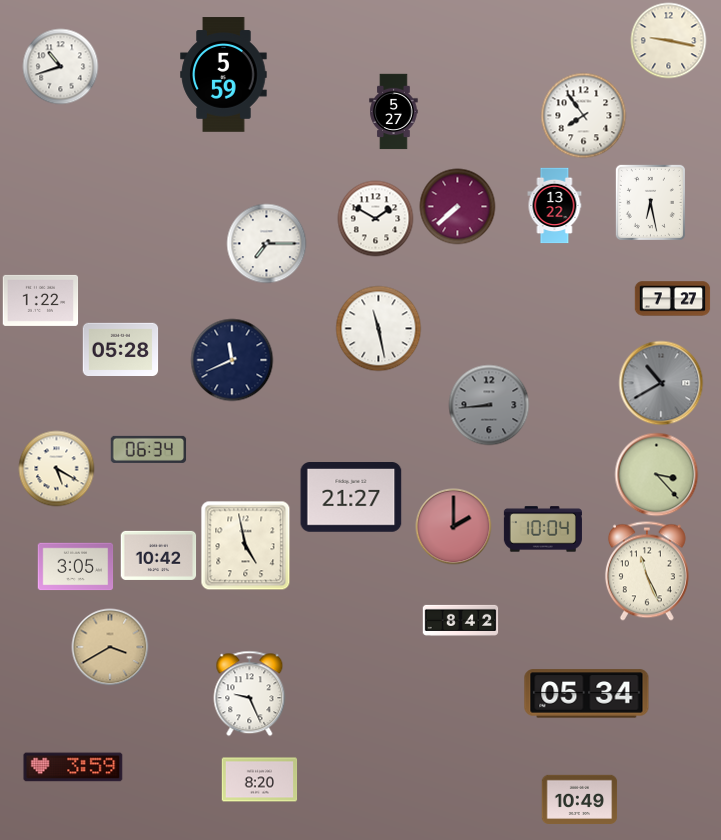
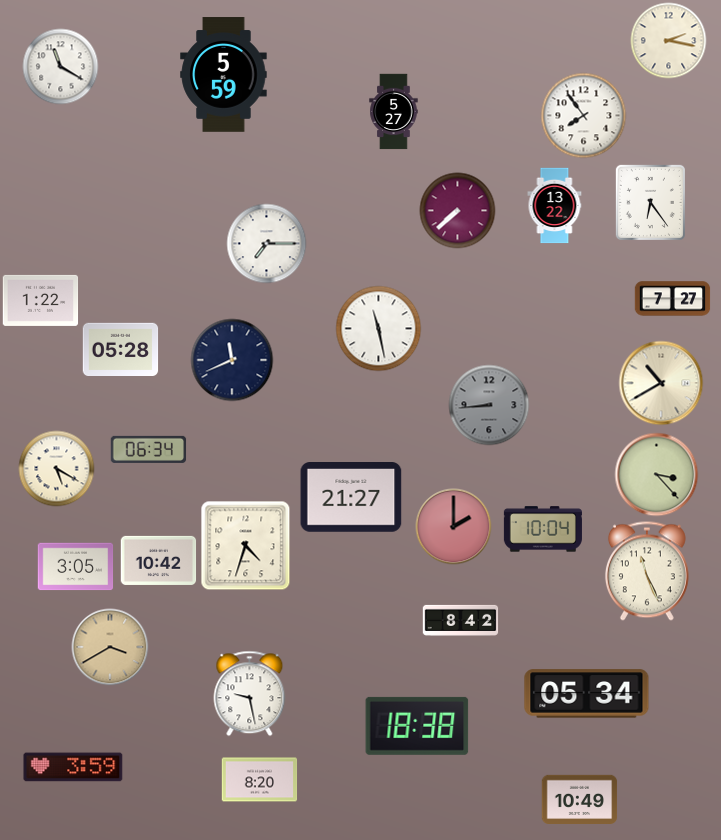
clock at (669, 41): 9:17 -> 2:17
clock at (61, 67): 10:42 -> 11:20
clock at (650, 202): 6:28 -> 6:24
clock at (458, 207) position: (458, 207) -> (458, 211)
clock at (376, 219): 1:50 -> none
clock at (661, 383) dial: grey -> cream
clock at (246, 546): 4:58 -> 4:33
clock at (159, 555) position: (159, 555) -> (159, 560)
clock at (250, 694): 9:26 -> 9:28
clock at (417, 726): none -> 18:38
